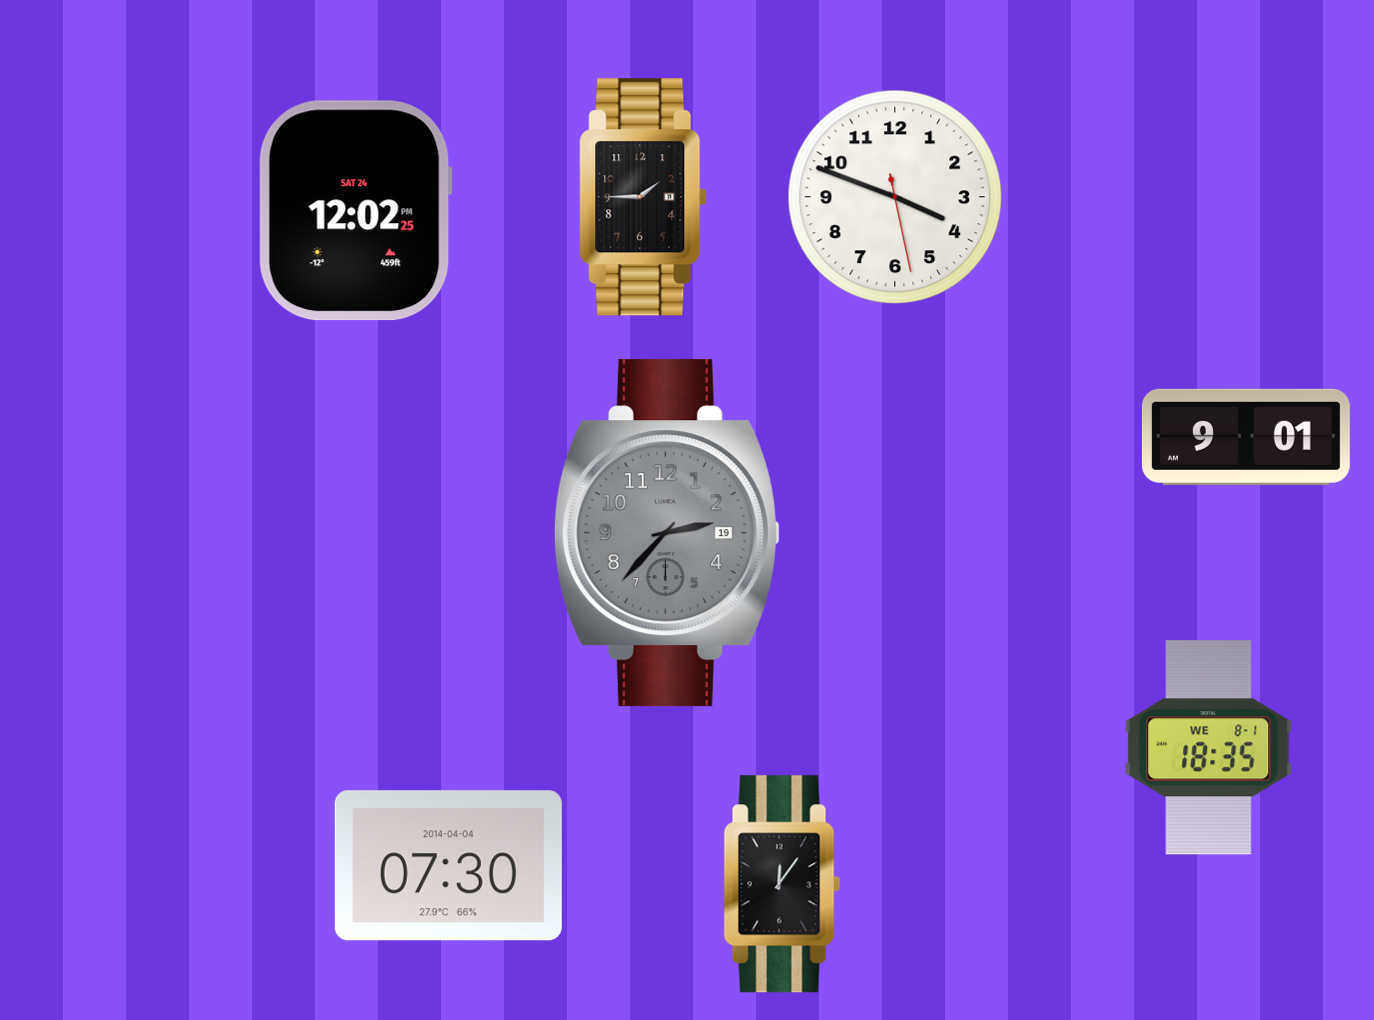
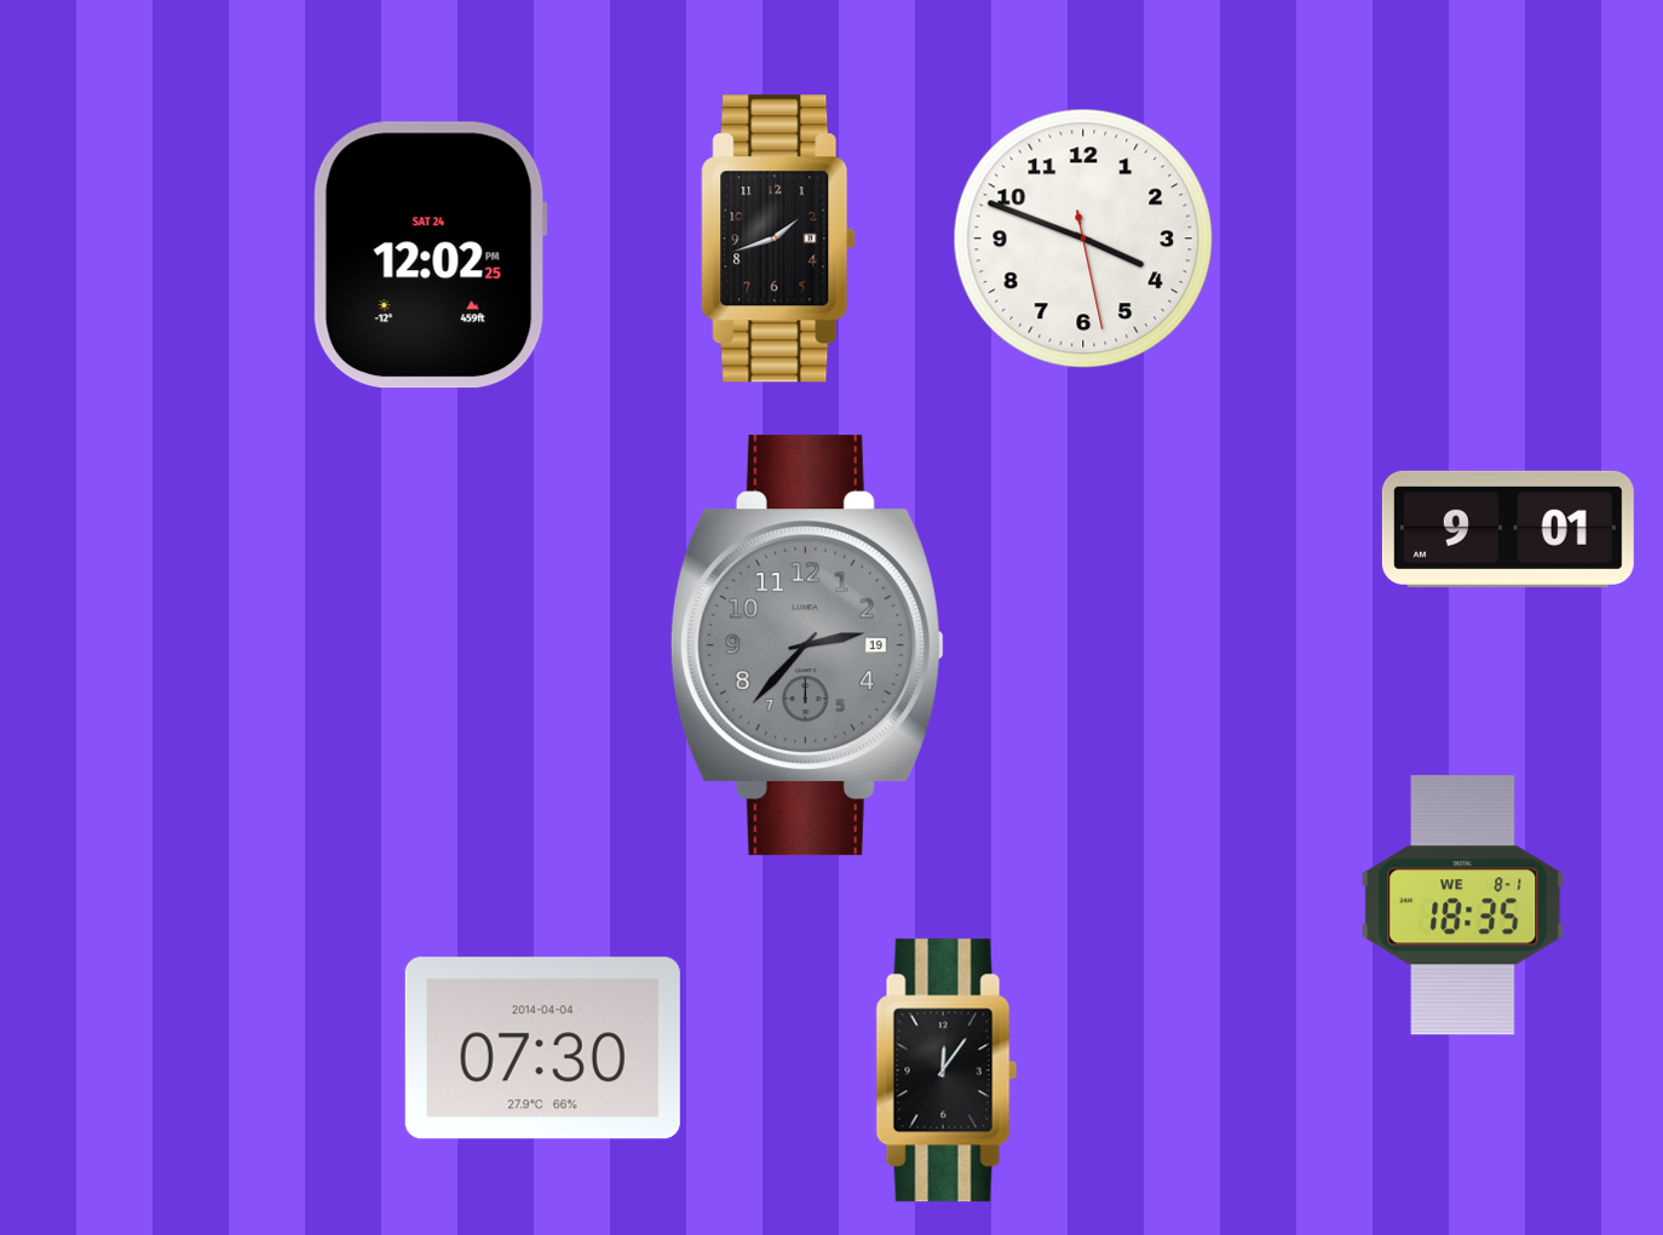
clock at (643, 197): 1:45 -> 1:42
